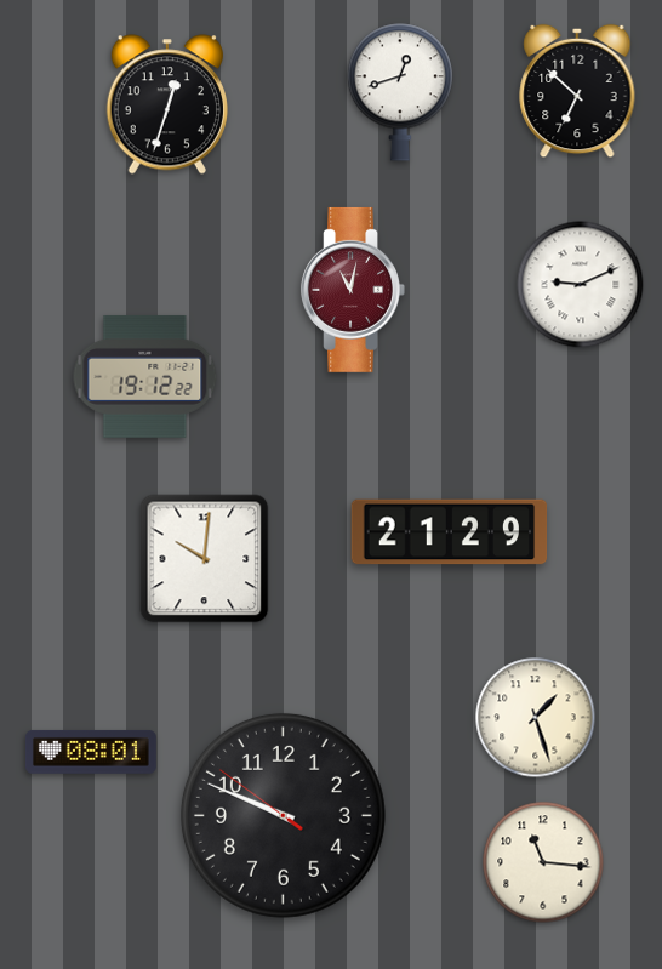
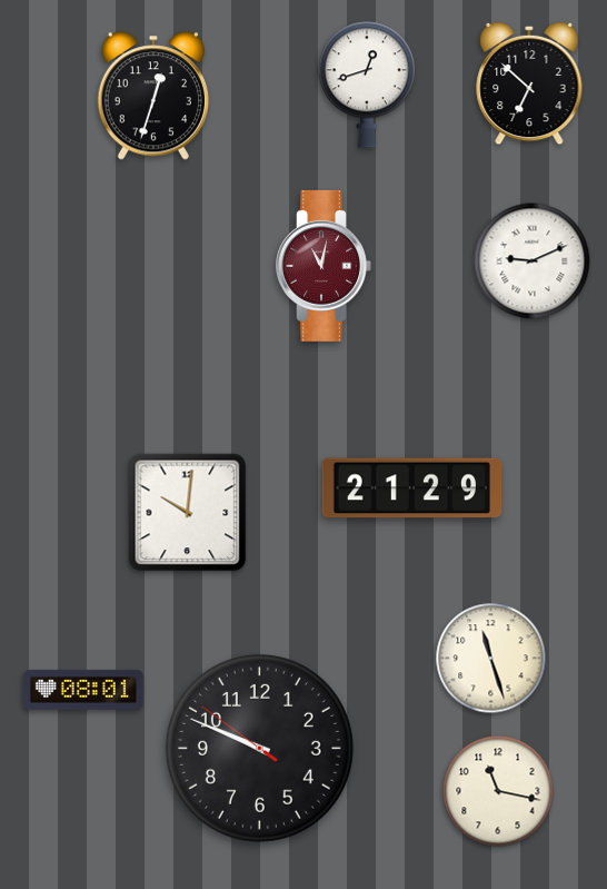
clock at (145, 376): 19:12 -> none
clock at (536, 718): 1:27 -> 11:27
clock at (543, 862): 11:16 -> 11:17
